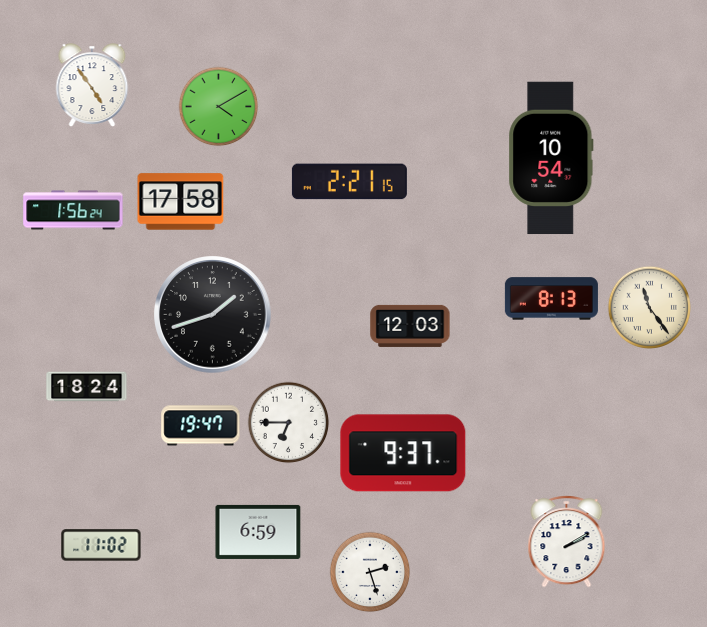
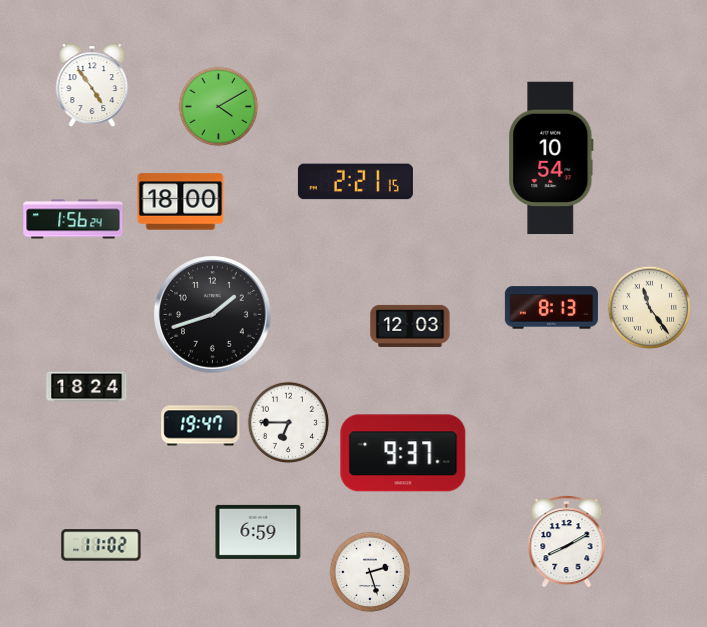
clock at (349, 182) position: (349, 182) -> (355, 182)
clock at (181, 202): 17:58 -> 18:00
clock at (73, 210) position: (73, 210) -> (73, 219)
clock at (551, 299) position: (551, 299) -> (551, 308)
clock at (567, 542): 2:10 -> 8:10
